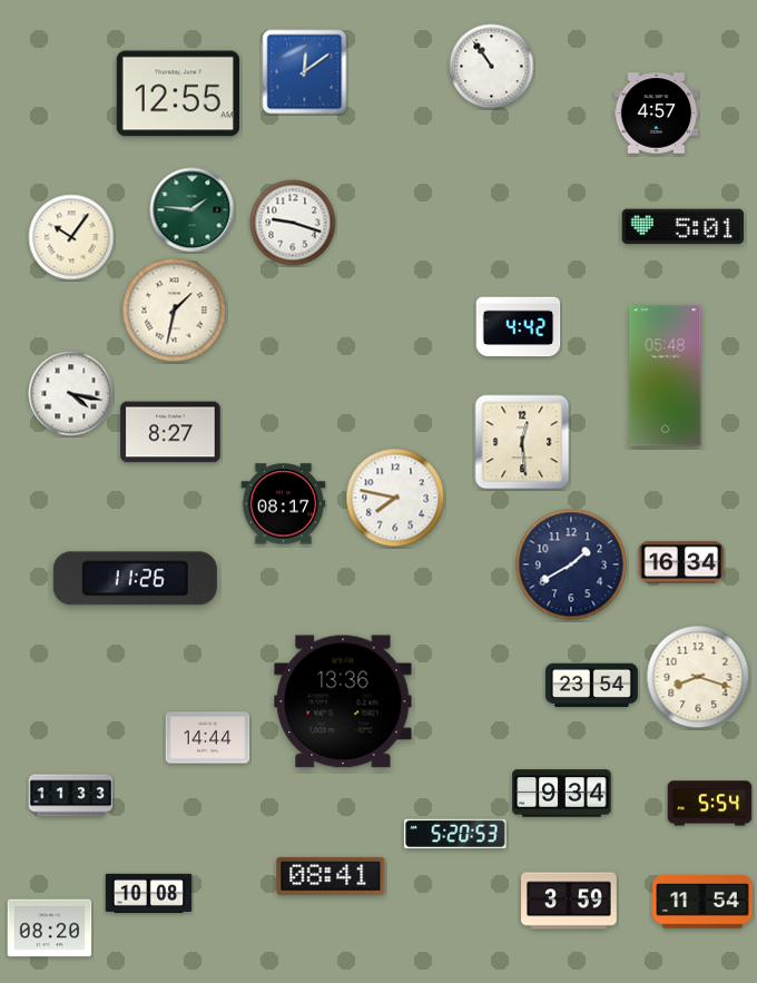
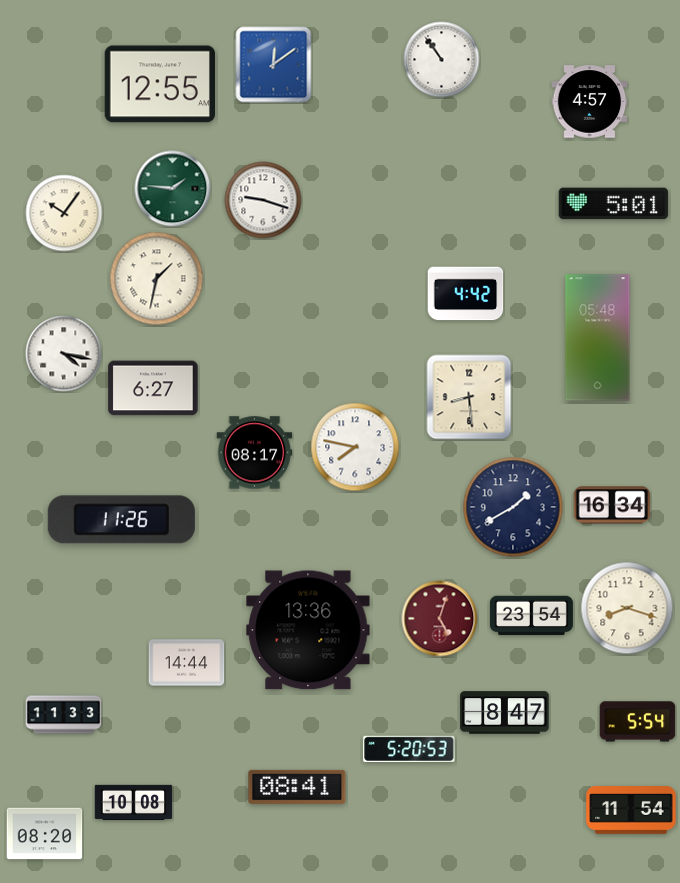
clock at (170, 432): 8:27 -> 6:27
clock at (522, 442): 12:29 -> 8:29
clock at (440, 619): none -> 5:03
clock at (562, 794): 9:34 -> 8:47
clock at (569, 901): 3:59 -> none
